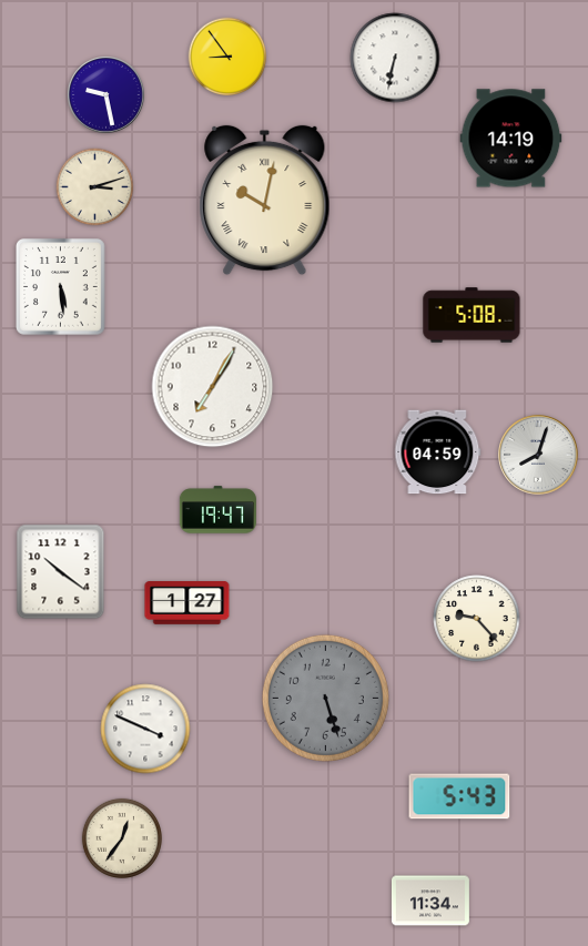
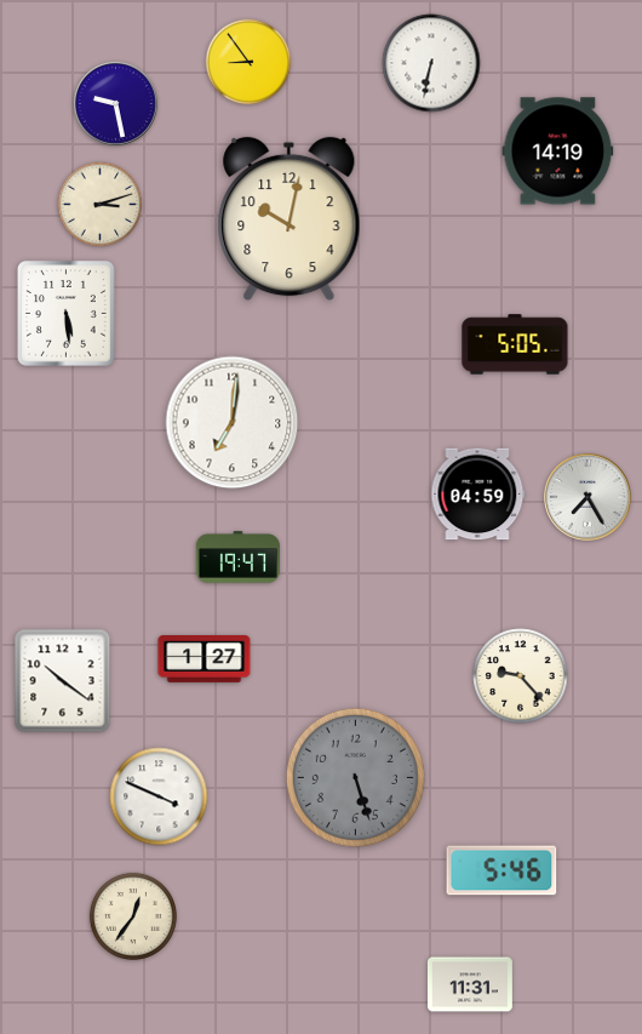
clock at (95, 187) position: (95, 187) -> (101, 205)
clock at (265, 201) numerals: Roman -> Arabic
clock at (472, 315): 5:08 -> 5:05
clock at (213, 387): 7:05 -> 7:01
clock at (538, 455): 8:03 -> 7:25
clock at (61, 572) position: (61, 572) -> (63, 681)
clock at (325, 698) position: (325, 698) -> (355, 777)
clock at (459, 796): 5:43 -> 5:46
clock at (430, 901): 11:34 -> 11:31
